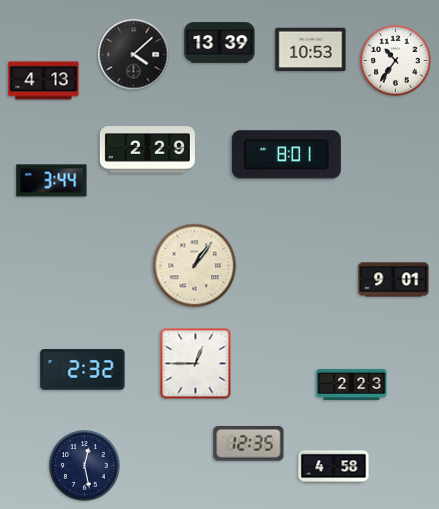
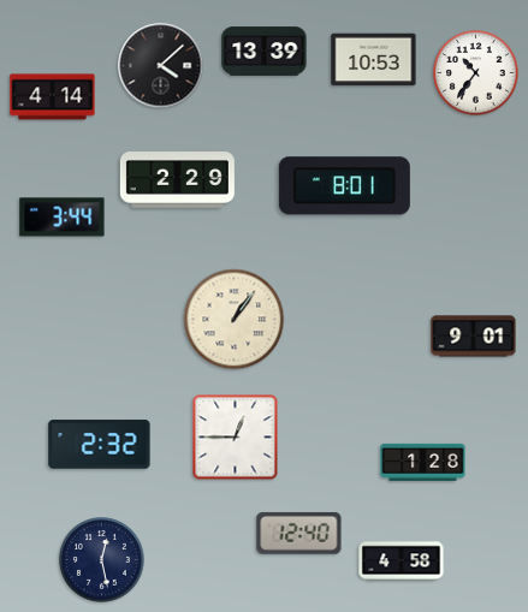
clock at (44, 81): 4:13 -> 4:14
clock at (352, 384): 2:23 -> 1:28
clock at (249, 444): 12:35 -> 12:40
